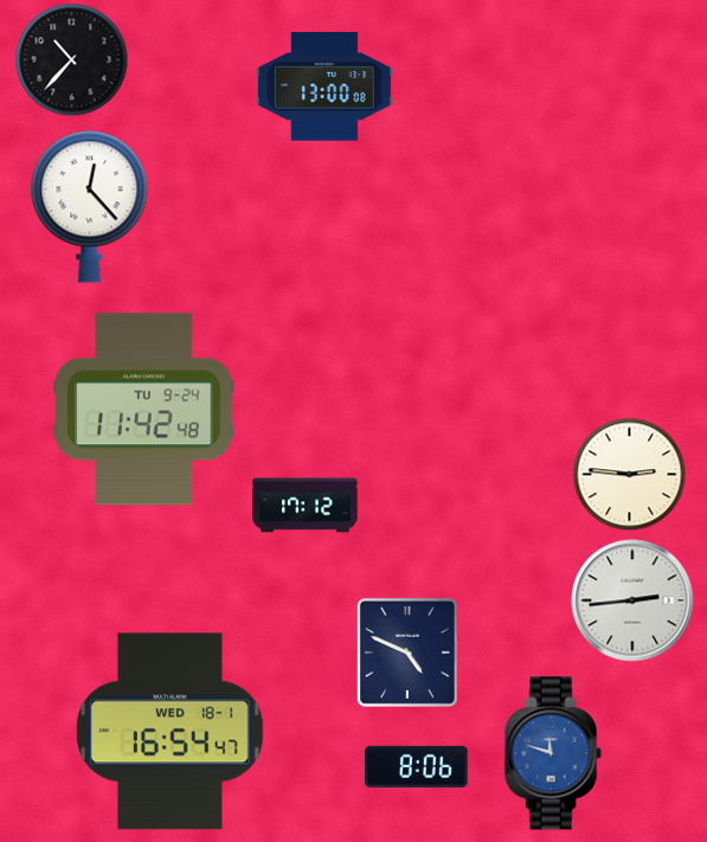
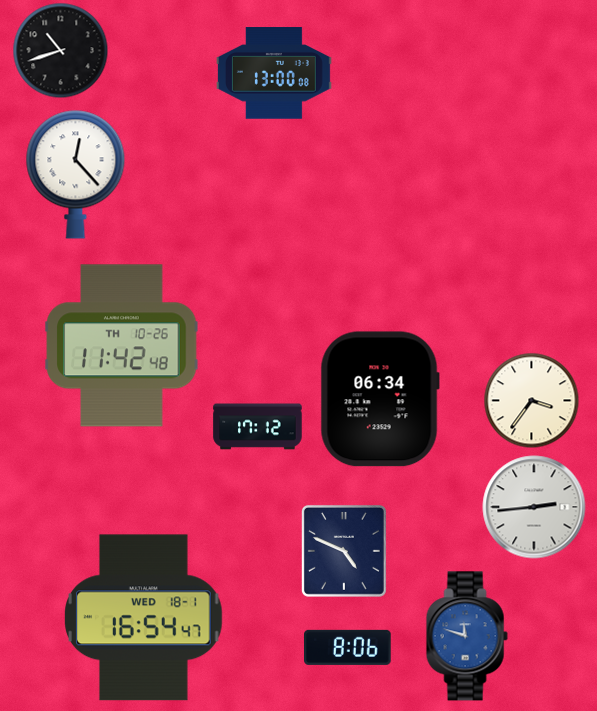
clock at (72, 60): 10:37 -> 10:42
clock at (144, 410) date: TU 9-24 -> TH 10-26
clock at (380, 399): none -> 06:34
clock at (630, 475): 2:46 -> 3:36
clock at (417, 766) position: (417, 766) -> (348, 647)
